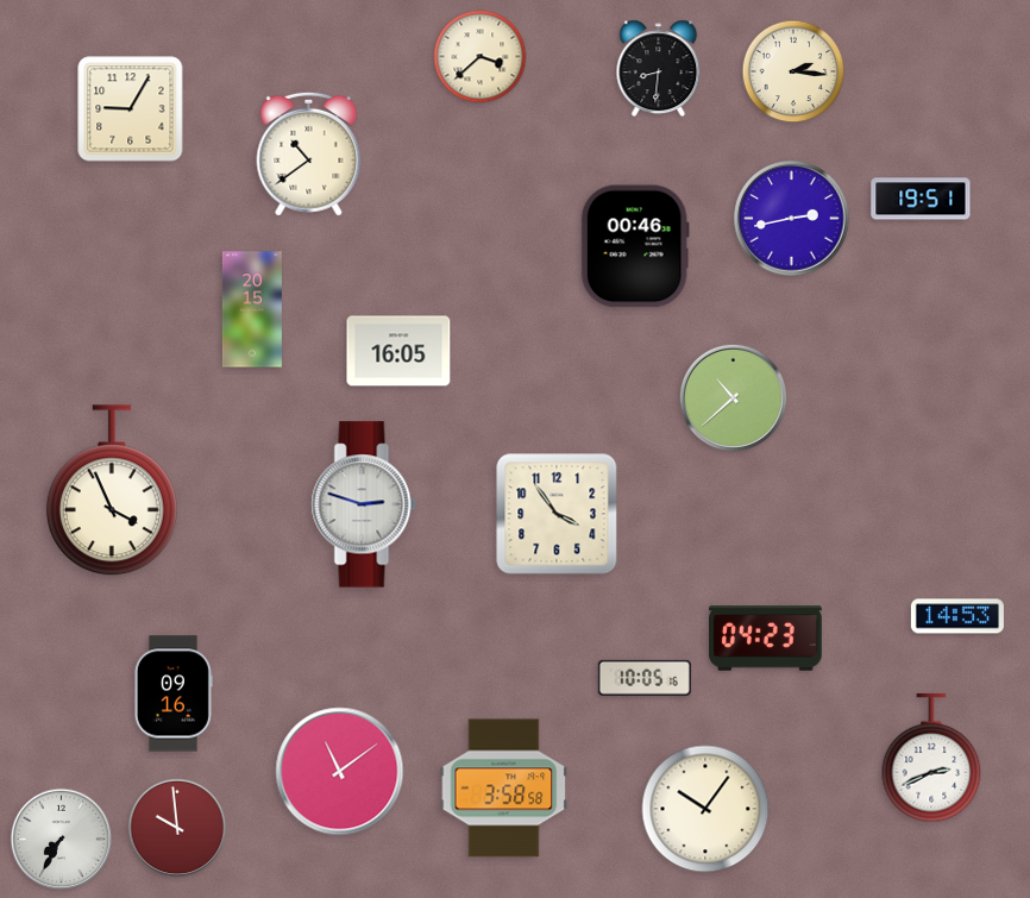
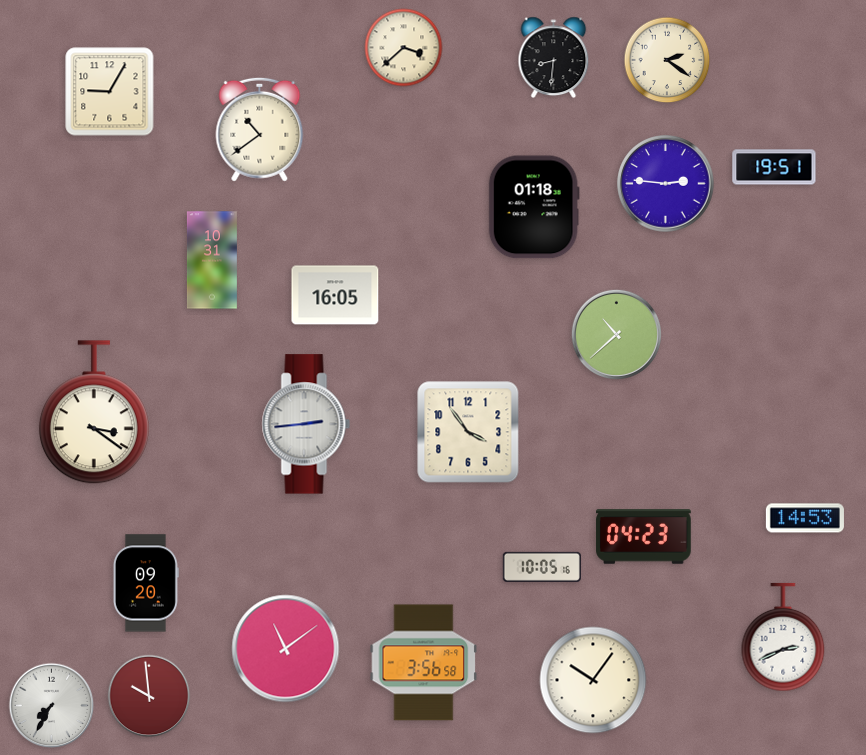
clock at (793, 71): 2:16 -> 2:21
clock at (792, 219): 2:43 -> 2:46
clock at (635, 246): 00:46 -> 01:18
clock at (252, 309): 20:15 -> 10:31
clock at (112, 491): 3:56 -> 3:21
clock at (364, 504): 2:48 -> 2:44
clock at (645, 678) position: (645, 678) -> (542, 567)
clock at (174, 693): 09:16 -> 09:20
clock at (504, 789): 3:58 -> 3:56
